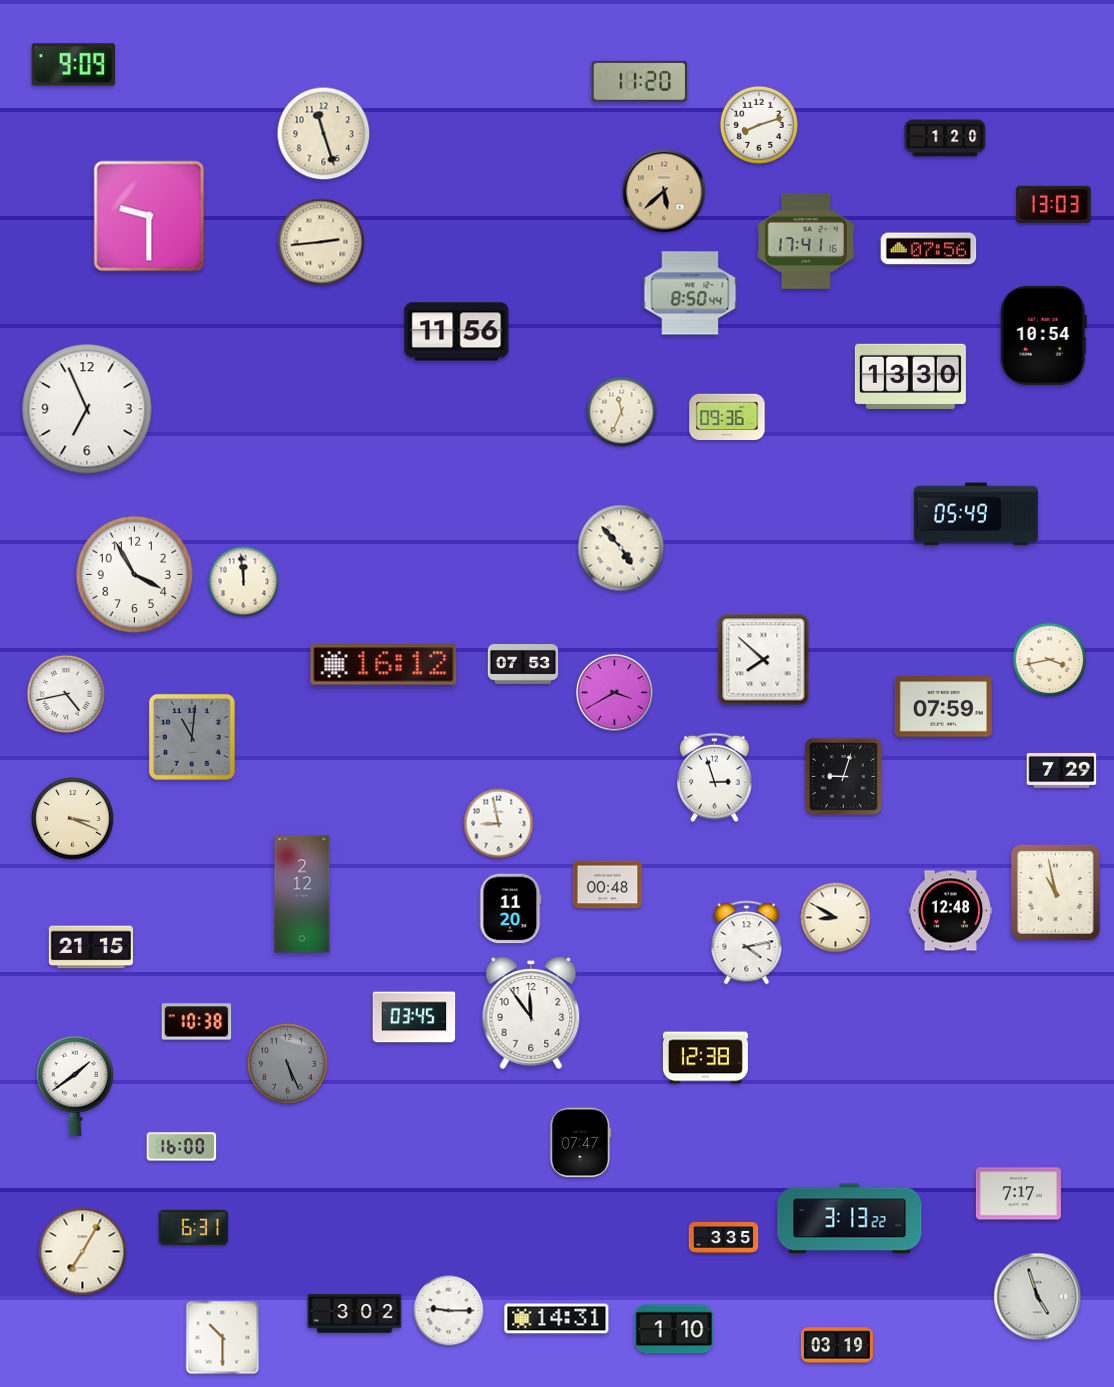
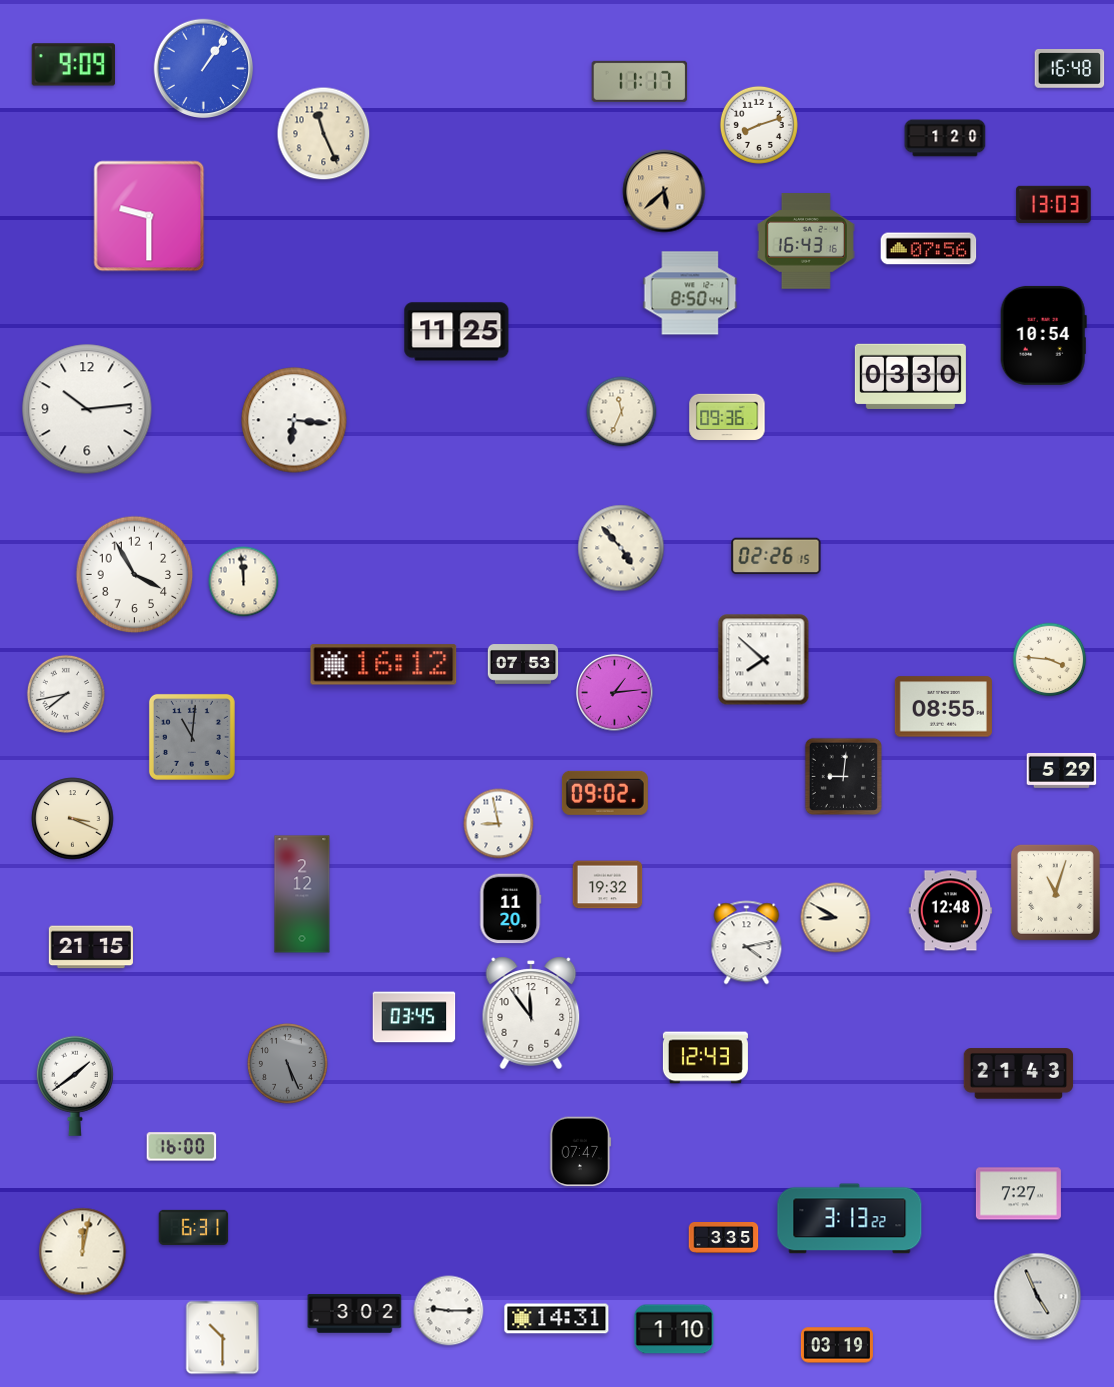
clock at (204, 69): none -> 1:06
clock at (1070, 69): none -> 16:48
clock at (640, 81): 11:20 -> 11:17
clock at (324, 134): 11:27 -> 11:26
clock at (806, 241): 17:41 -> 16:43
clock at (321, 242): 2:44 -> none
clock at (457, 332): 11:56 -> 11:25
clock at (910, 376): 13:30 -> 03:30
clock at (87, 409): 6:56 -> 10:14
clock at (294, 420): none -> 6:16
clock at (976, 514): 05:49 -> none
clock at (776, 556): none -> 02:26
clock at (1050, 660): 3:43 -> 3:46
clock at (615, 693): 3:40 -> 1:14
clock at (66, 694): 4:43 -> 7:43
clock at (943, 707): 07:59 -> 08:55
clock at (1062, 770): 7:29 -> 5:29
clock at (843, 776): 9:03 -> 9:01
clock at (715, 778): 2:57 -> none
clock at (605, 793): none -> 09:02
clock at (608, 885): 00:48 -> 19:32
clock at (1055, 892): 10:58 -> 11:03
clock at (197, 1022): 10:38 -> none
clock at (705, 1058): 12:38 -> 12:43
clock at (1019, 1074): none -> 21:43
clock at (581, 1143) position: (581, 1143) -> (581, 1152)
clock at (1018, 1194): 7:17 -> 7:27
clock at (83, 1252): 7:05 -> 12:02
clock at (1038, 1297): 4:57 -> 4:56
